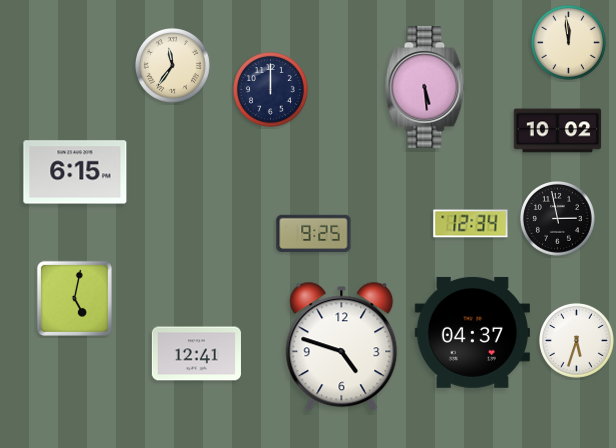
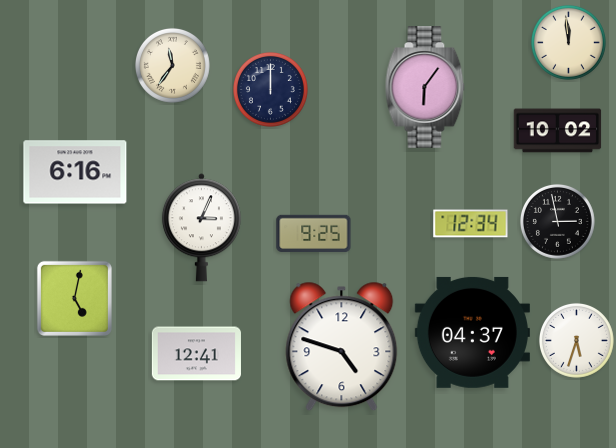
clock at (425, 87): 5:29 -> 6:06
clock at (75, 172): 6:15 -> 6:16
clock at (557, 218) position: (557, 218) -> (557, 221)
clock at (201, 228): none -> 3:04
